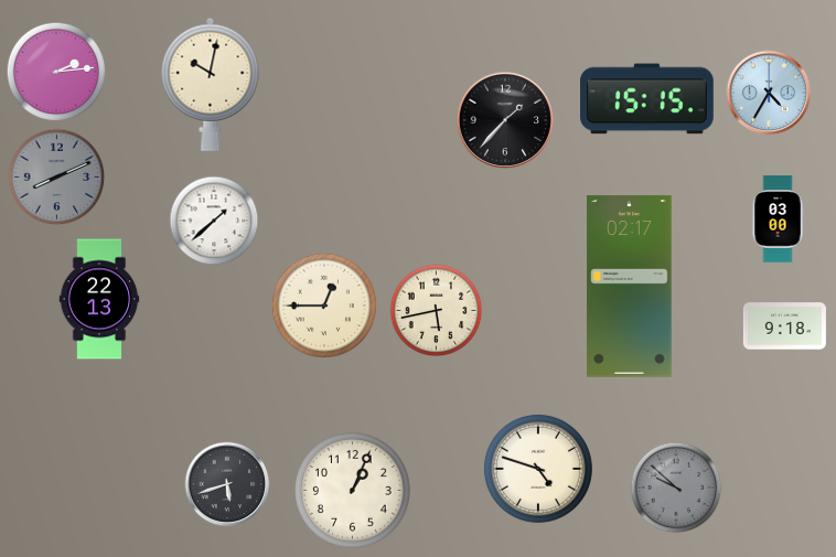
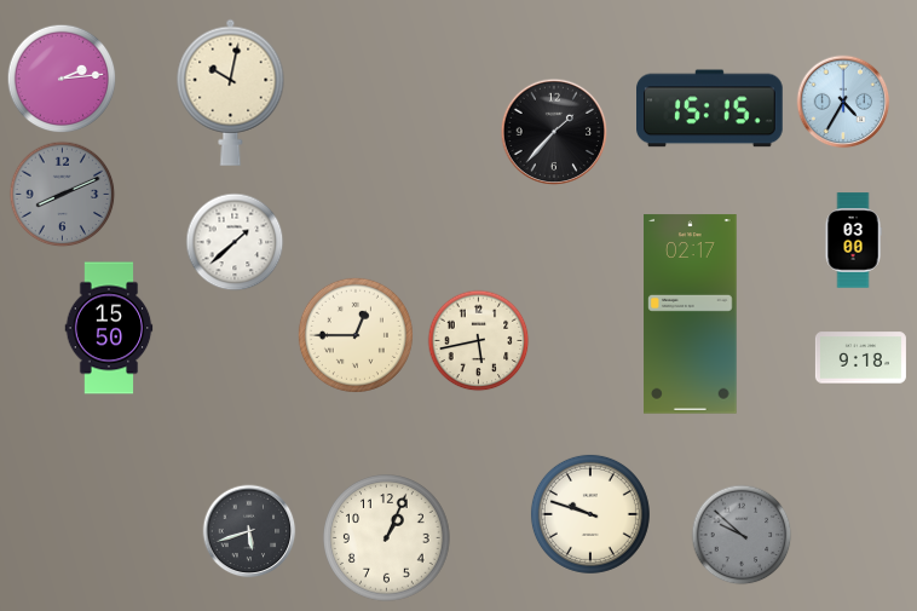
clock at (99, 299): 22:13 -> 15:50
clock at (538, 469): 4:48 -> 9:48
